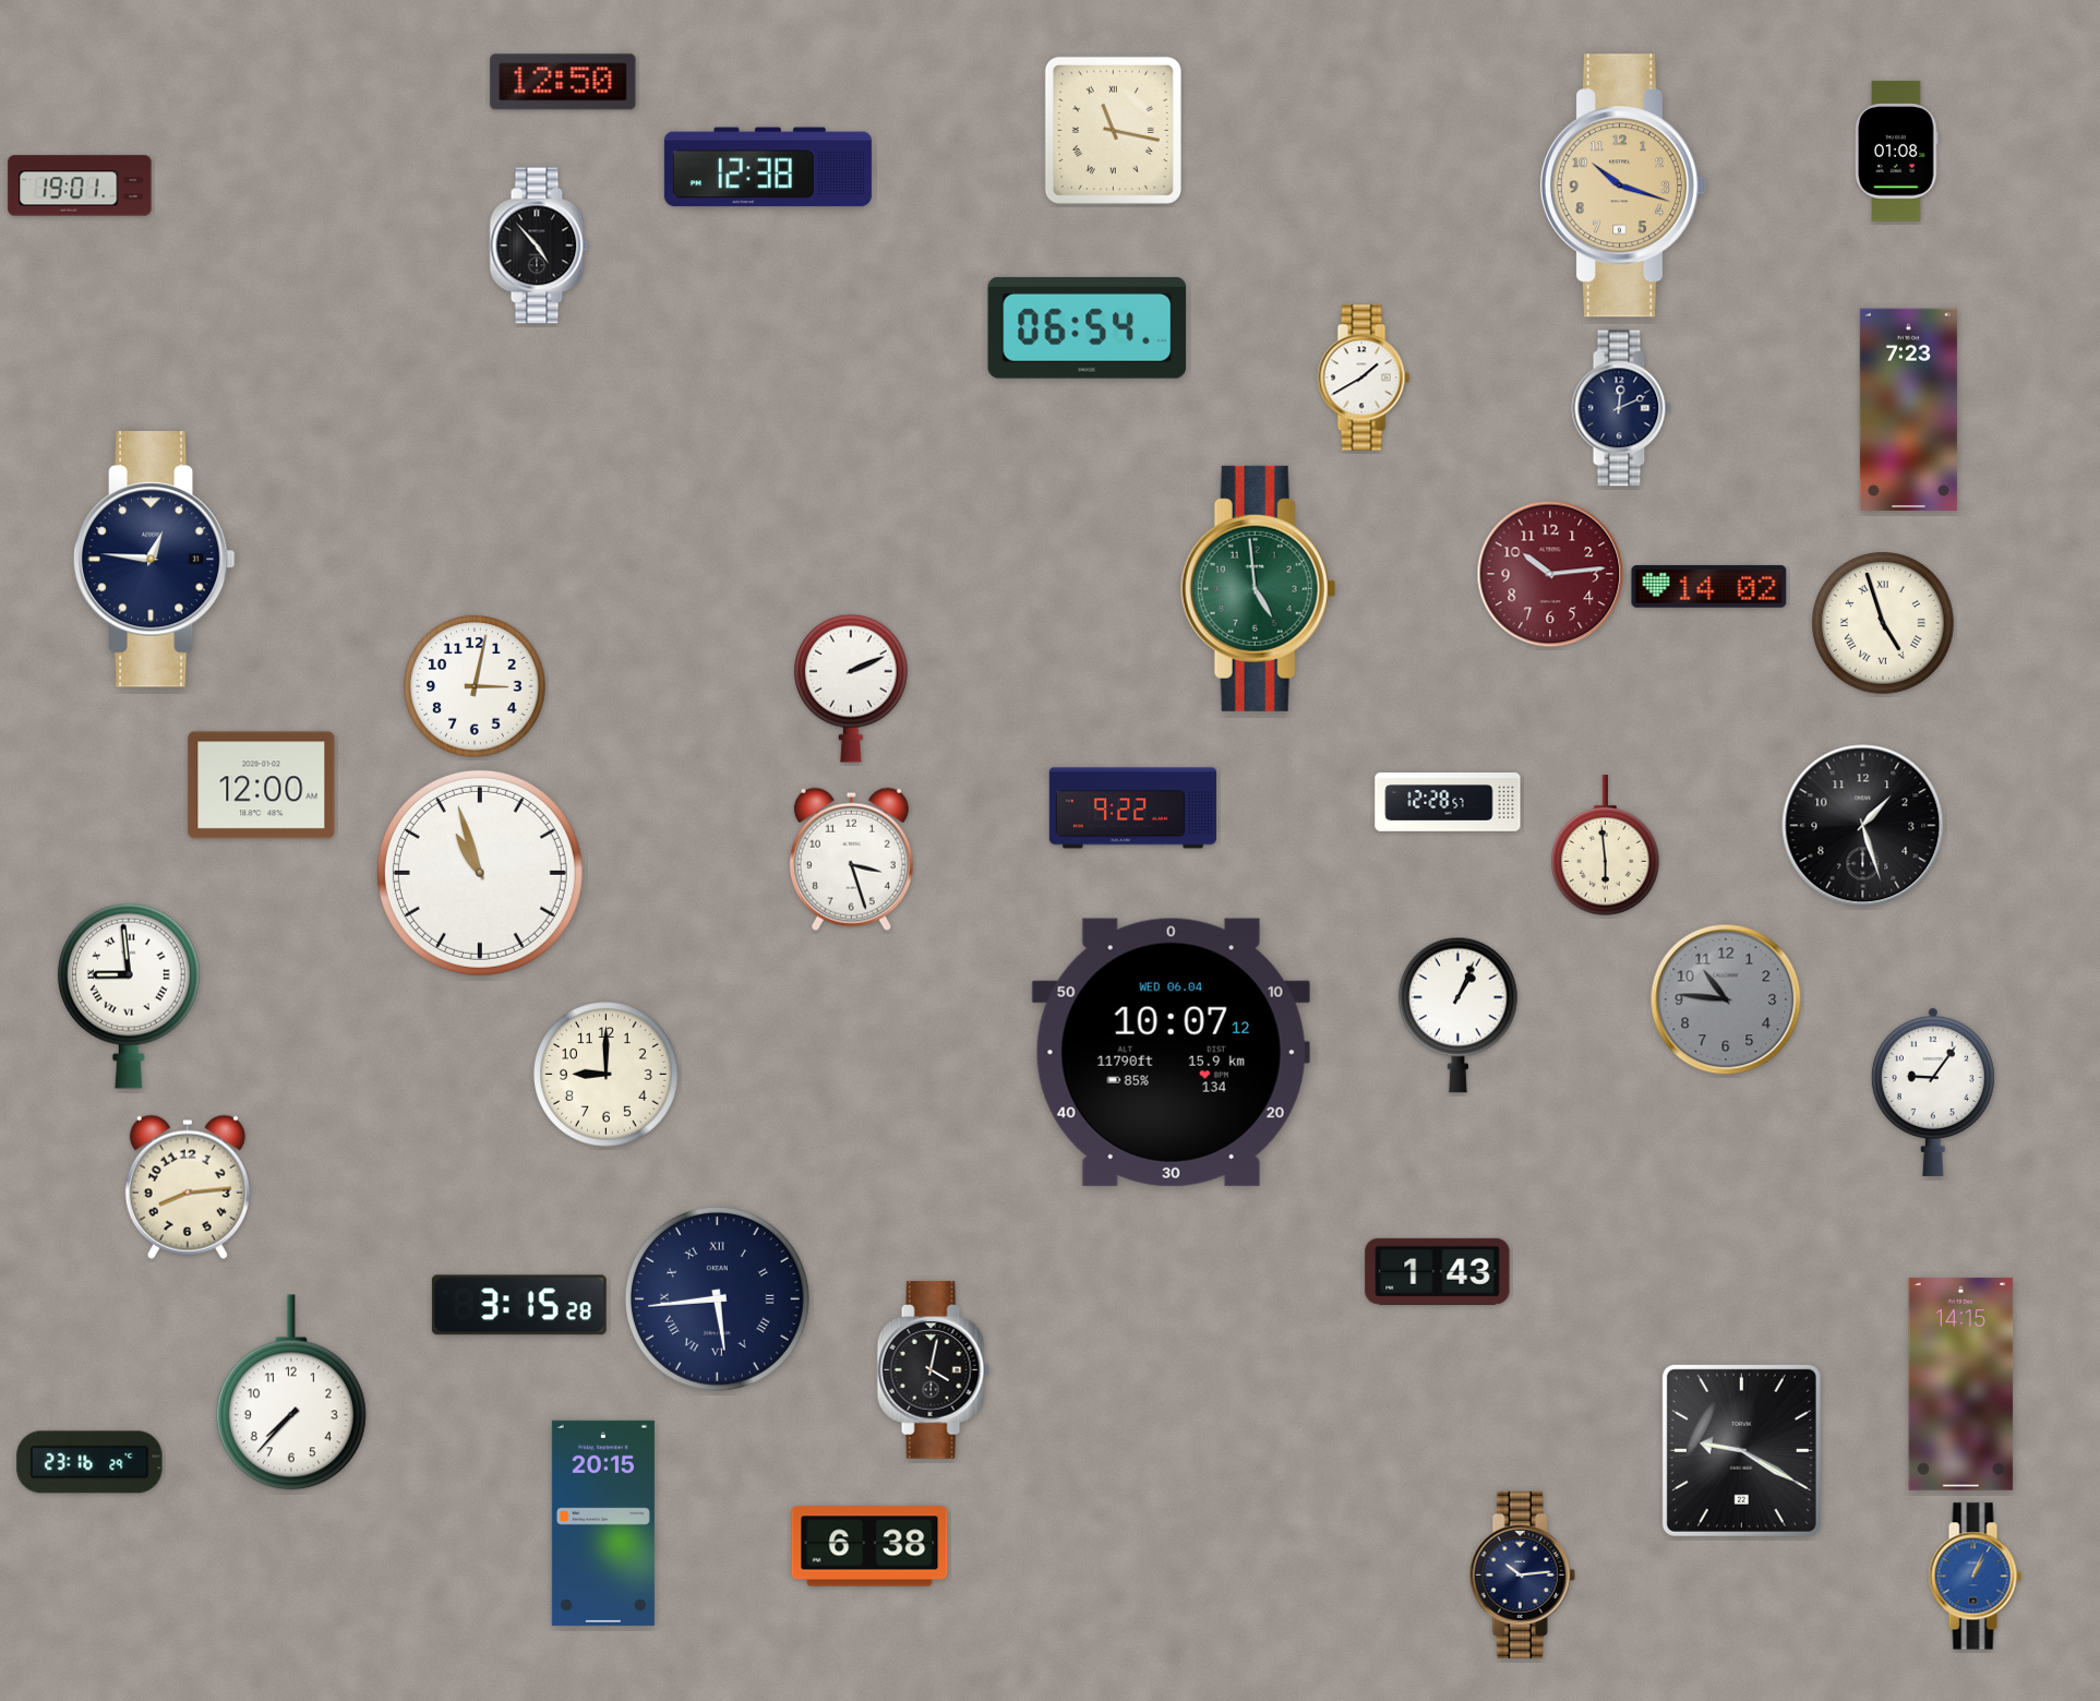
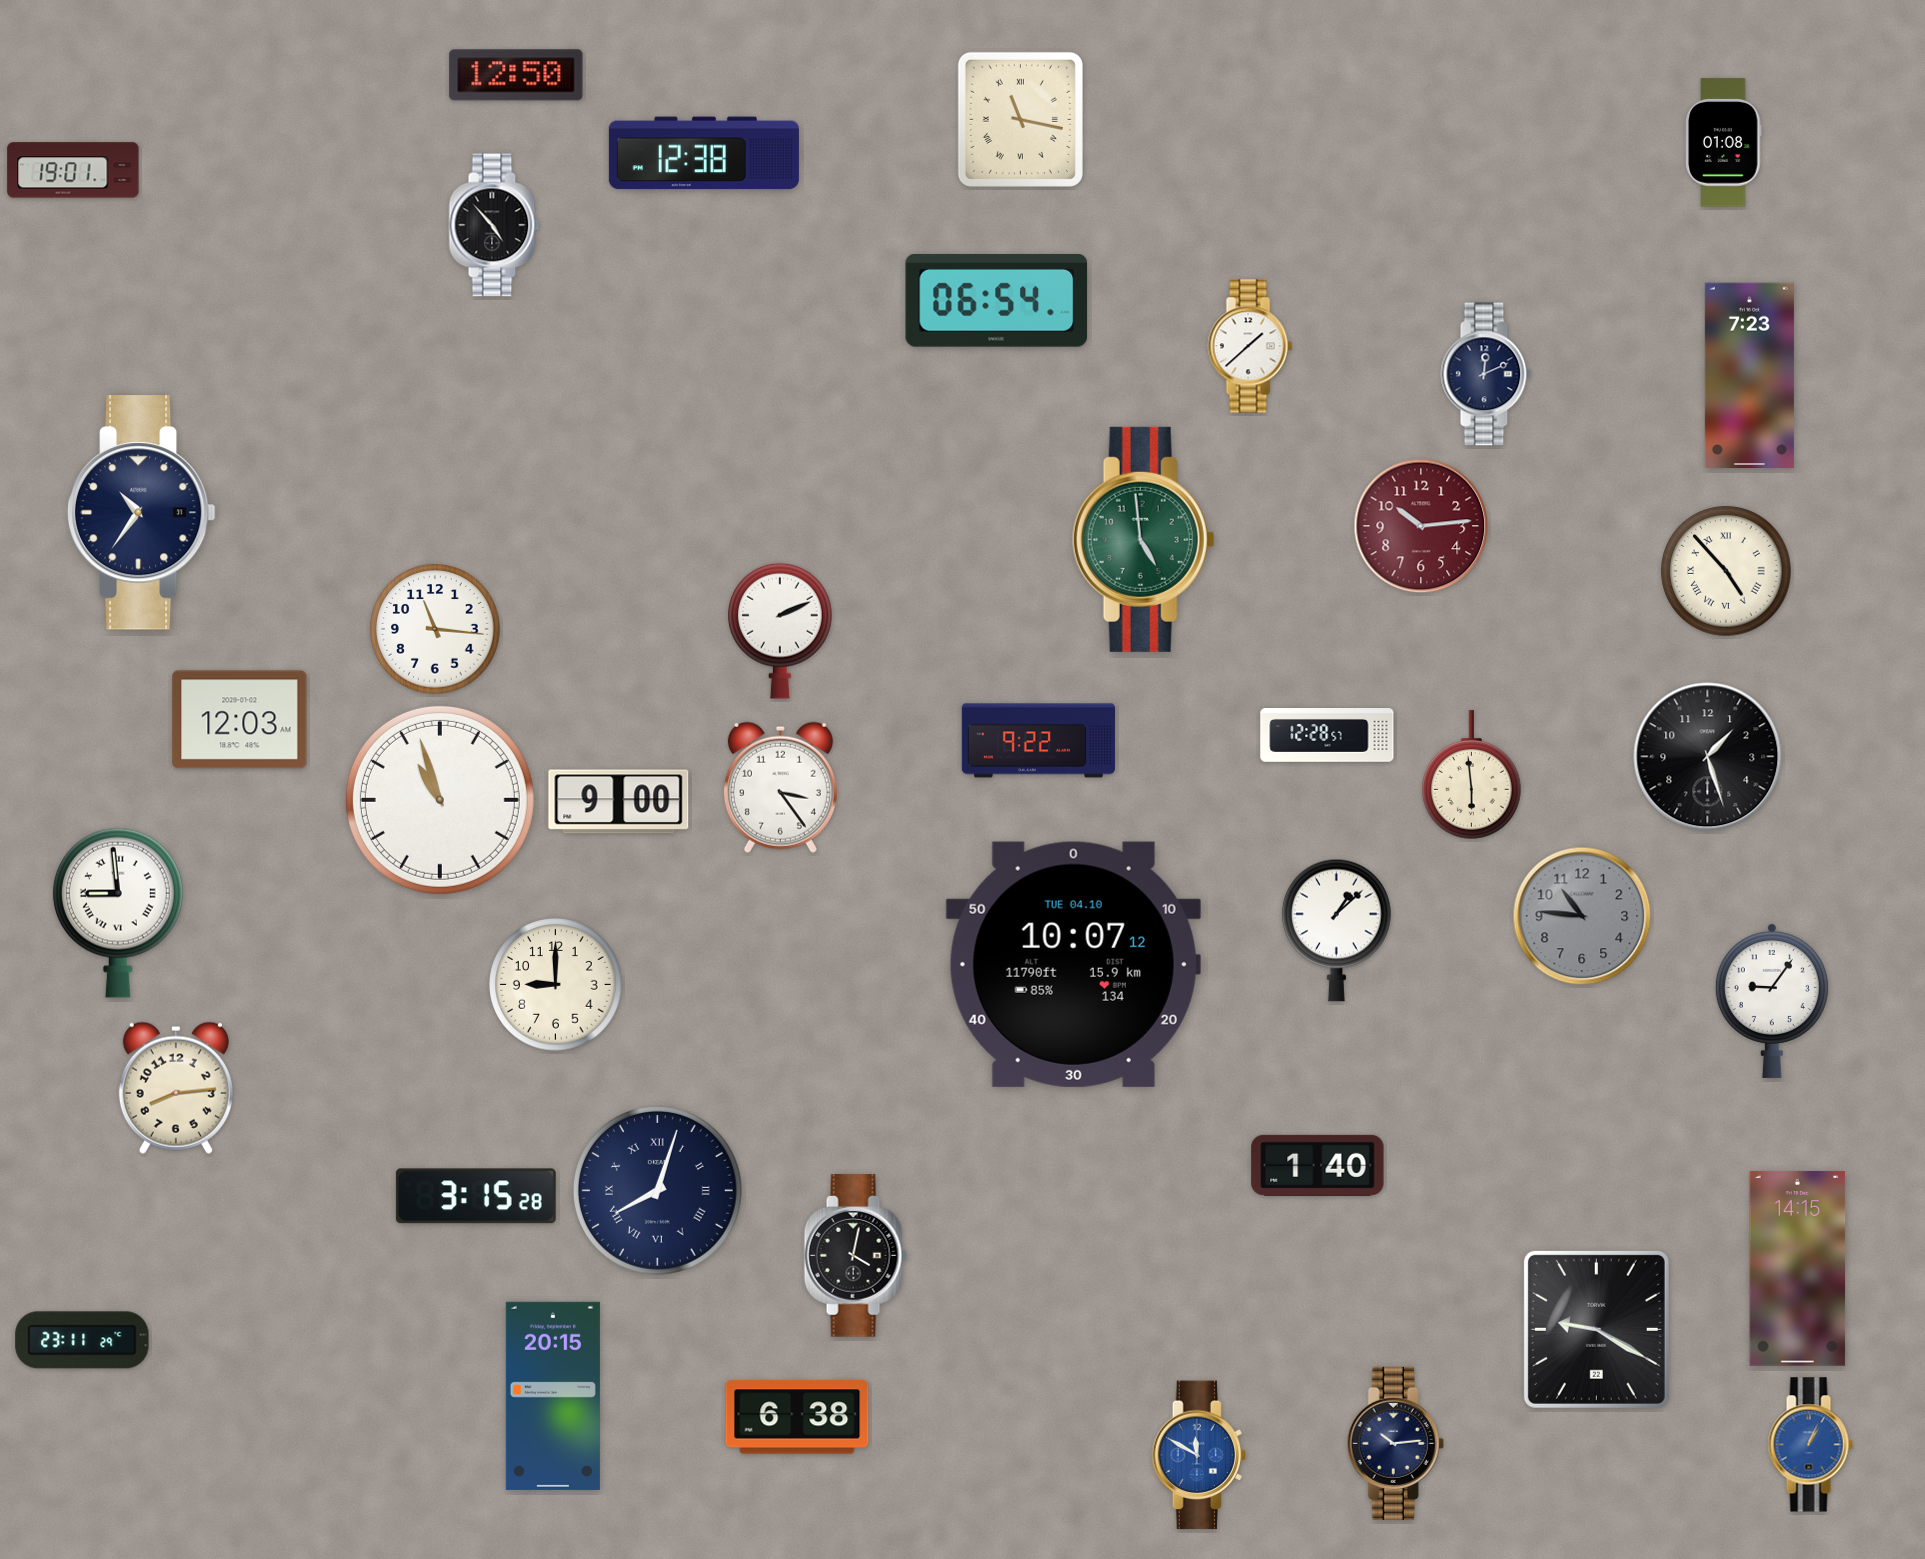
clock at (1897, 152) position: (1897, 152) -> (1724, 143)
clock at (1622, 185): 10:18 -> none
clock at (1364, 378): 1:40 -> 1:38
clock at (154, 560): 12:46 -> 10:36
clock at (1709, 587): 14:02 -> none
clock at (1258, 588) position: (1258, 588) -> (1143, 539)
clock at (1883, 623): 4:57 -> 4:53
clock at (475, 686): 3:02 -> 11:16
clock at (262, 786): 12:00 -> 12:03
clock at (851, 859): 3:27 -> 3:24
clock at (619, 802): none -> 9:00
clock at (1459, 1015): 1:04 -> 1:08
clock at (1171, 1052) date: WED 06.04 -> TUE 04.10
clock at (188, 1187) position: (188, 1187) -> (176, 1088)
clock at (1438, 1271): 1:43 -> 1:40
clock at (717, 1298): 5:44 -> 8:03
clock at (291, 1392): 7:37 -> none
clock at (89, 1462): 23:16 -> 23:11
clock at (1199, 1455): none -> 11:50
